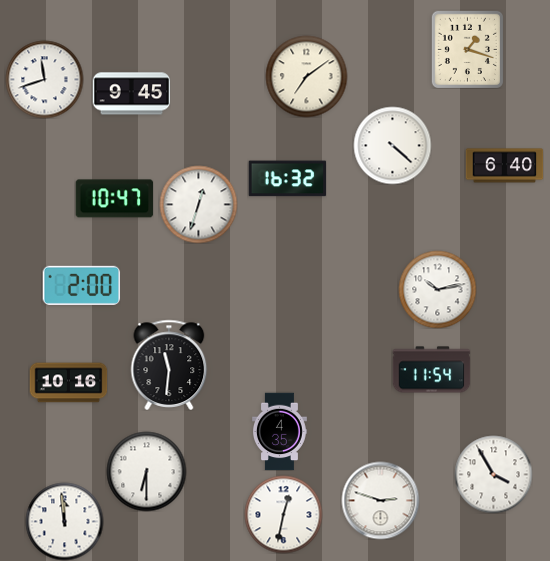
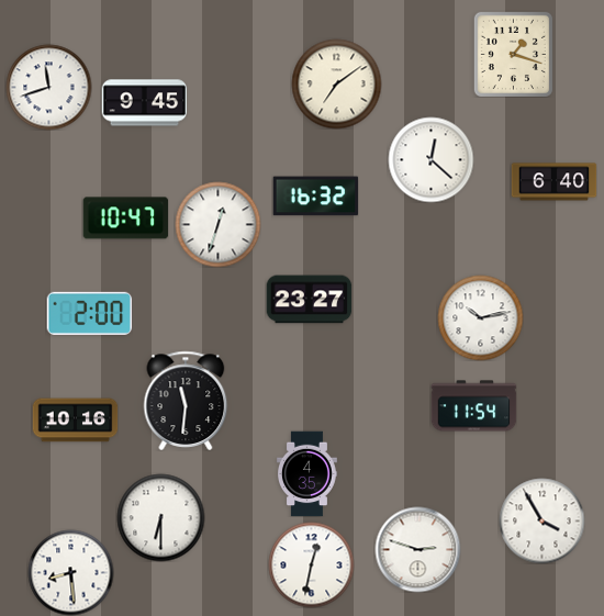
clock at (392, 145): 4:22 -> 12:22
clock at (309, 300): none -> 23:27
clock at (64, 521): 11:59 -> 8:29
